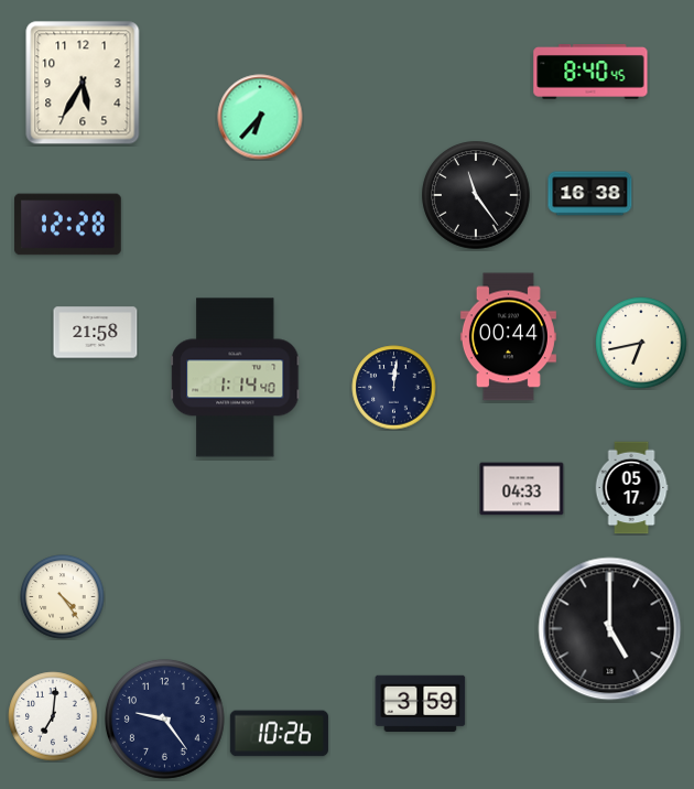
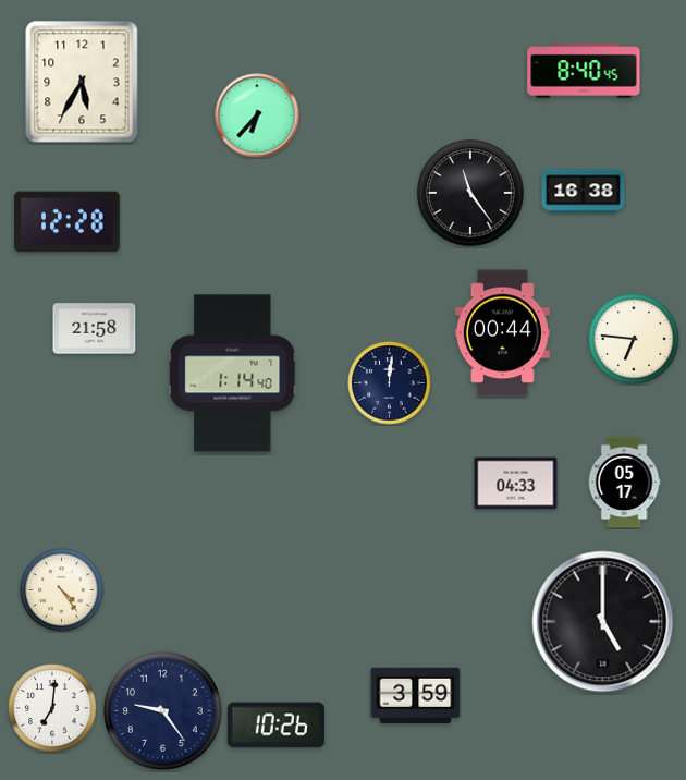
clock at (641, 343): 6:43 -> 6:46
